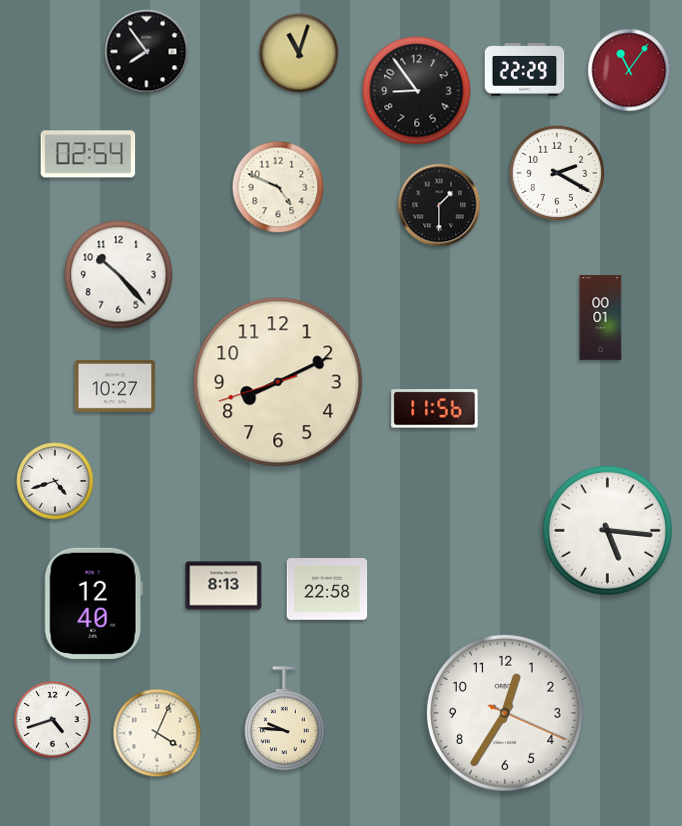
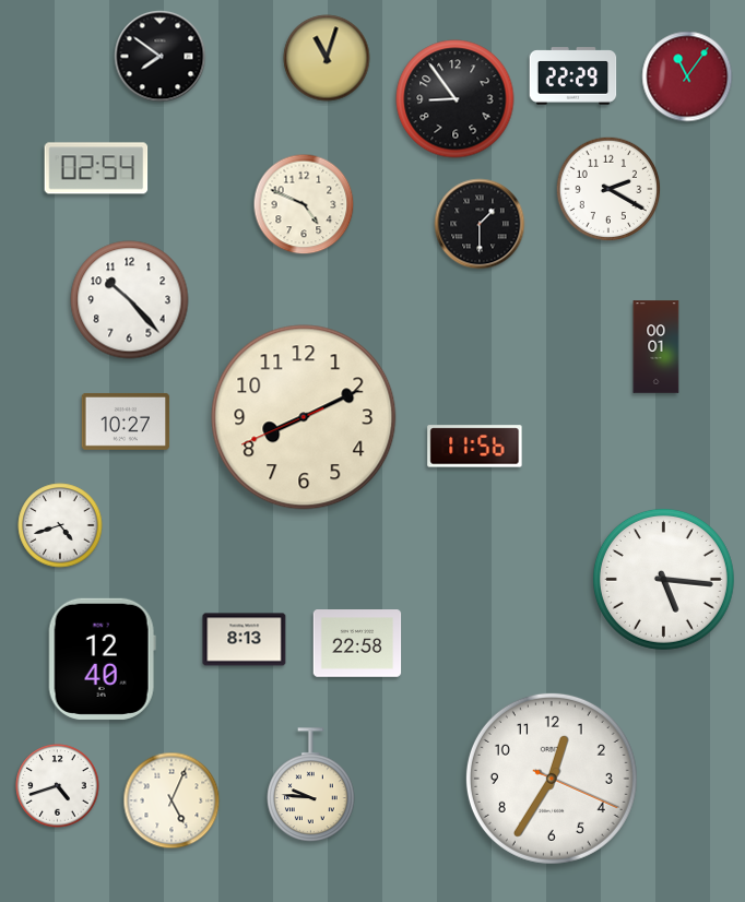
clock at (147, 52): 7:54 -> 7:51
clock at (278, 382): 8:10:42 -> 8:10:41
clock at (157, 733): 4:04 -> 5:04
